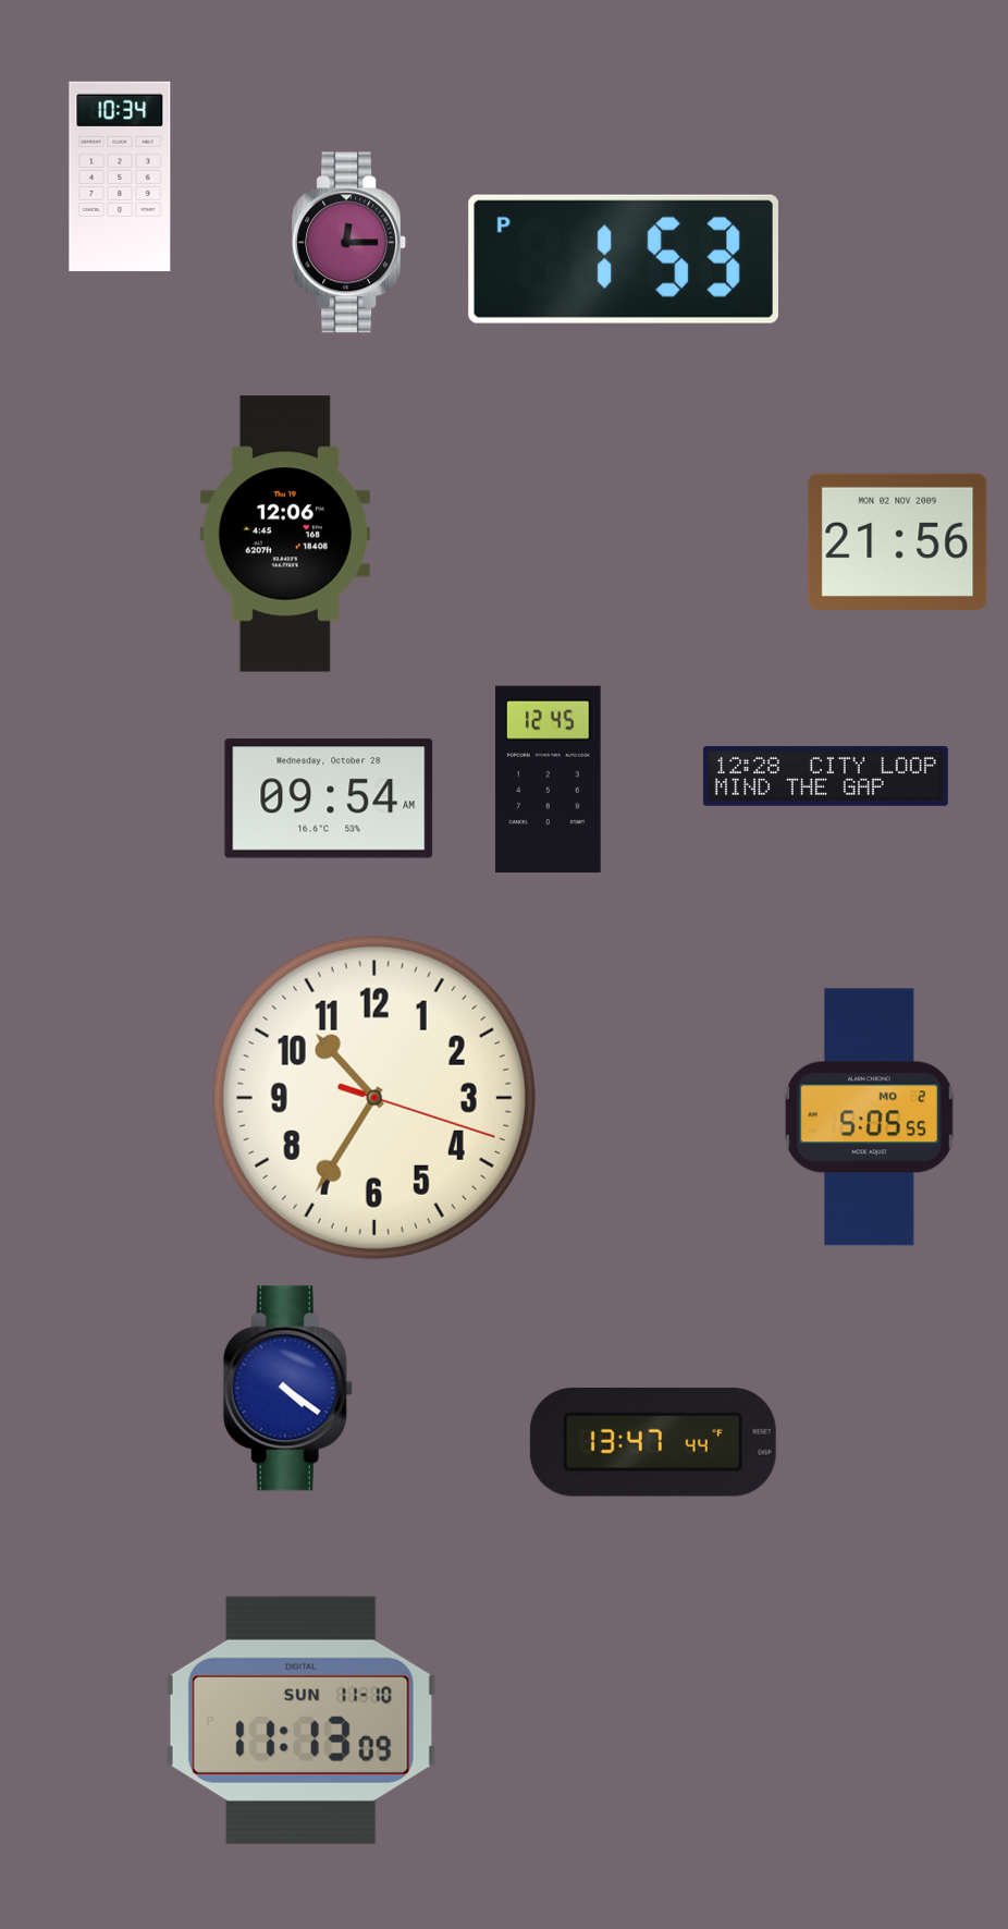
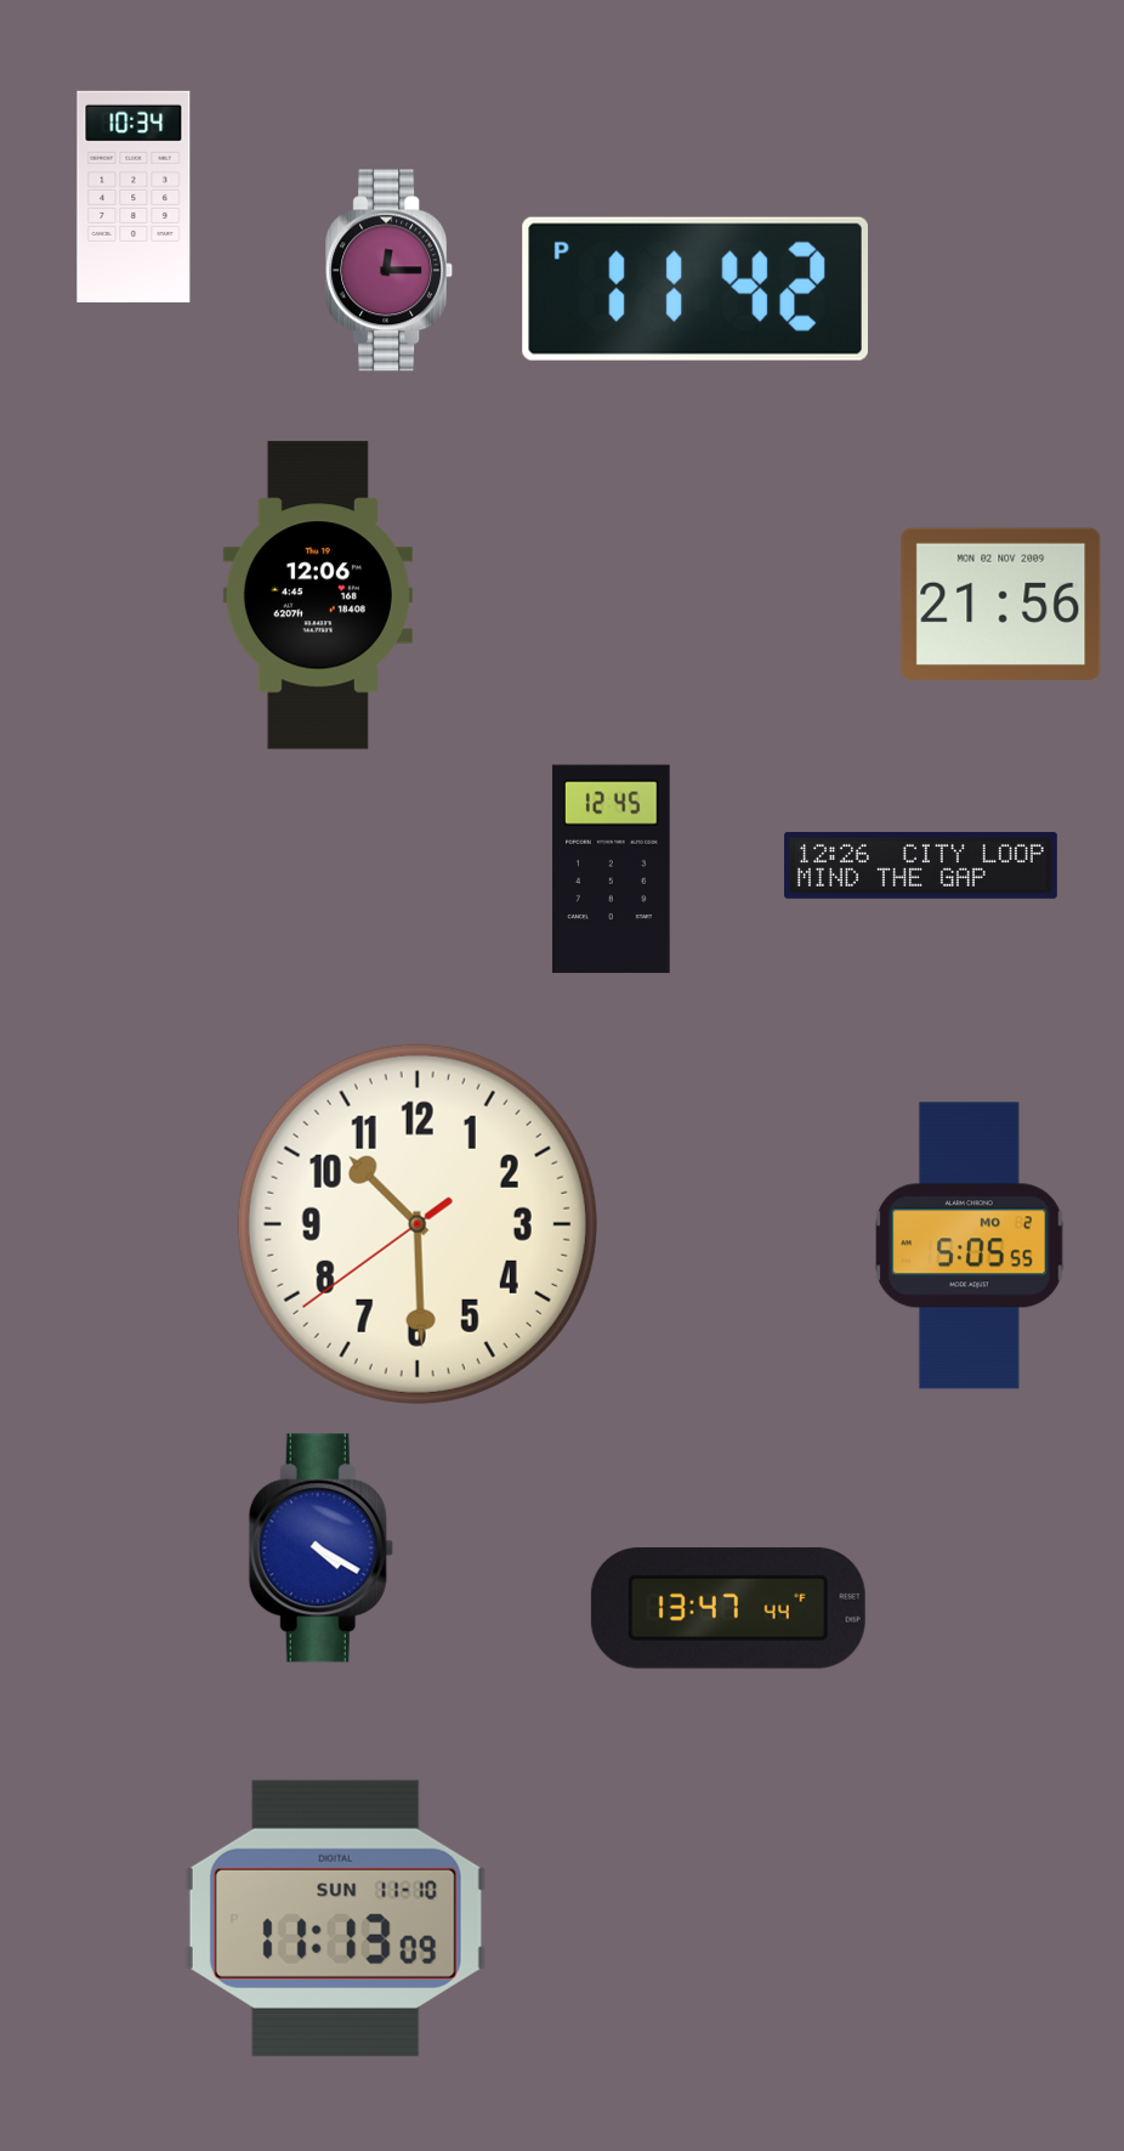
clock at (624, 259): 1:53 -> 11:42
clock at (825, 777): 12:28 -> 12:26
clock at (329, 798): 09:54 -> none
clock at (374, 1098): 10:35 -> 10:29
clock at (287, 1389): 4:21 -> 4:20
